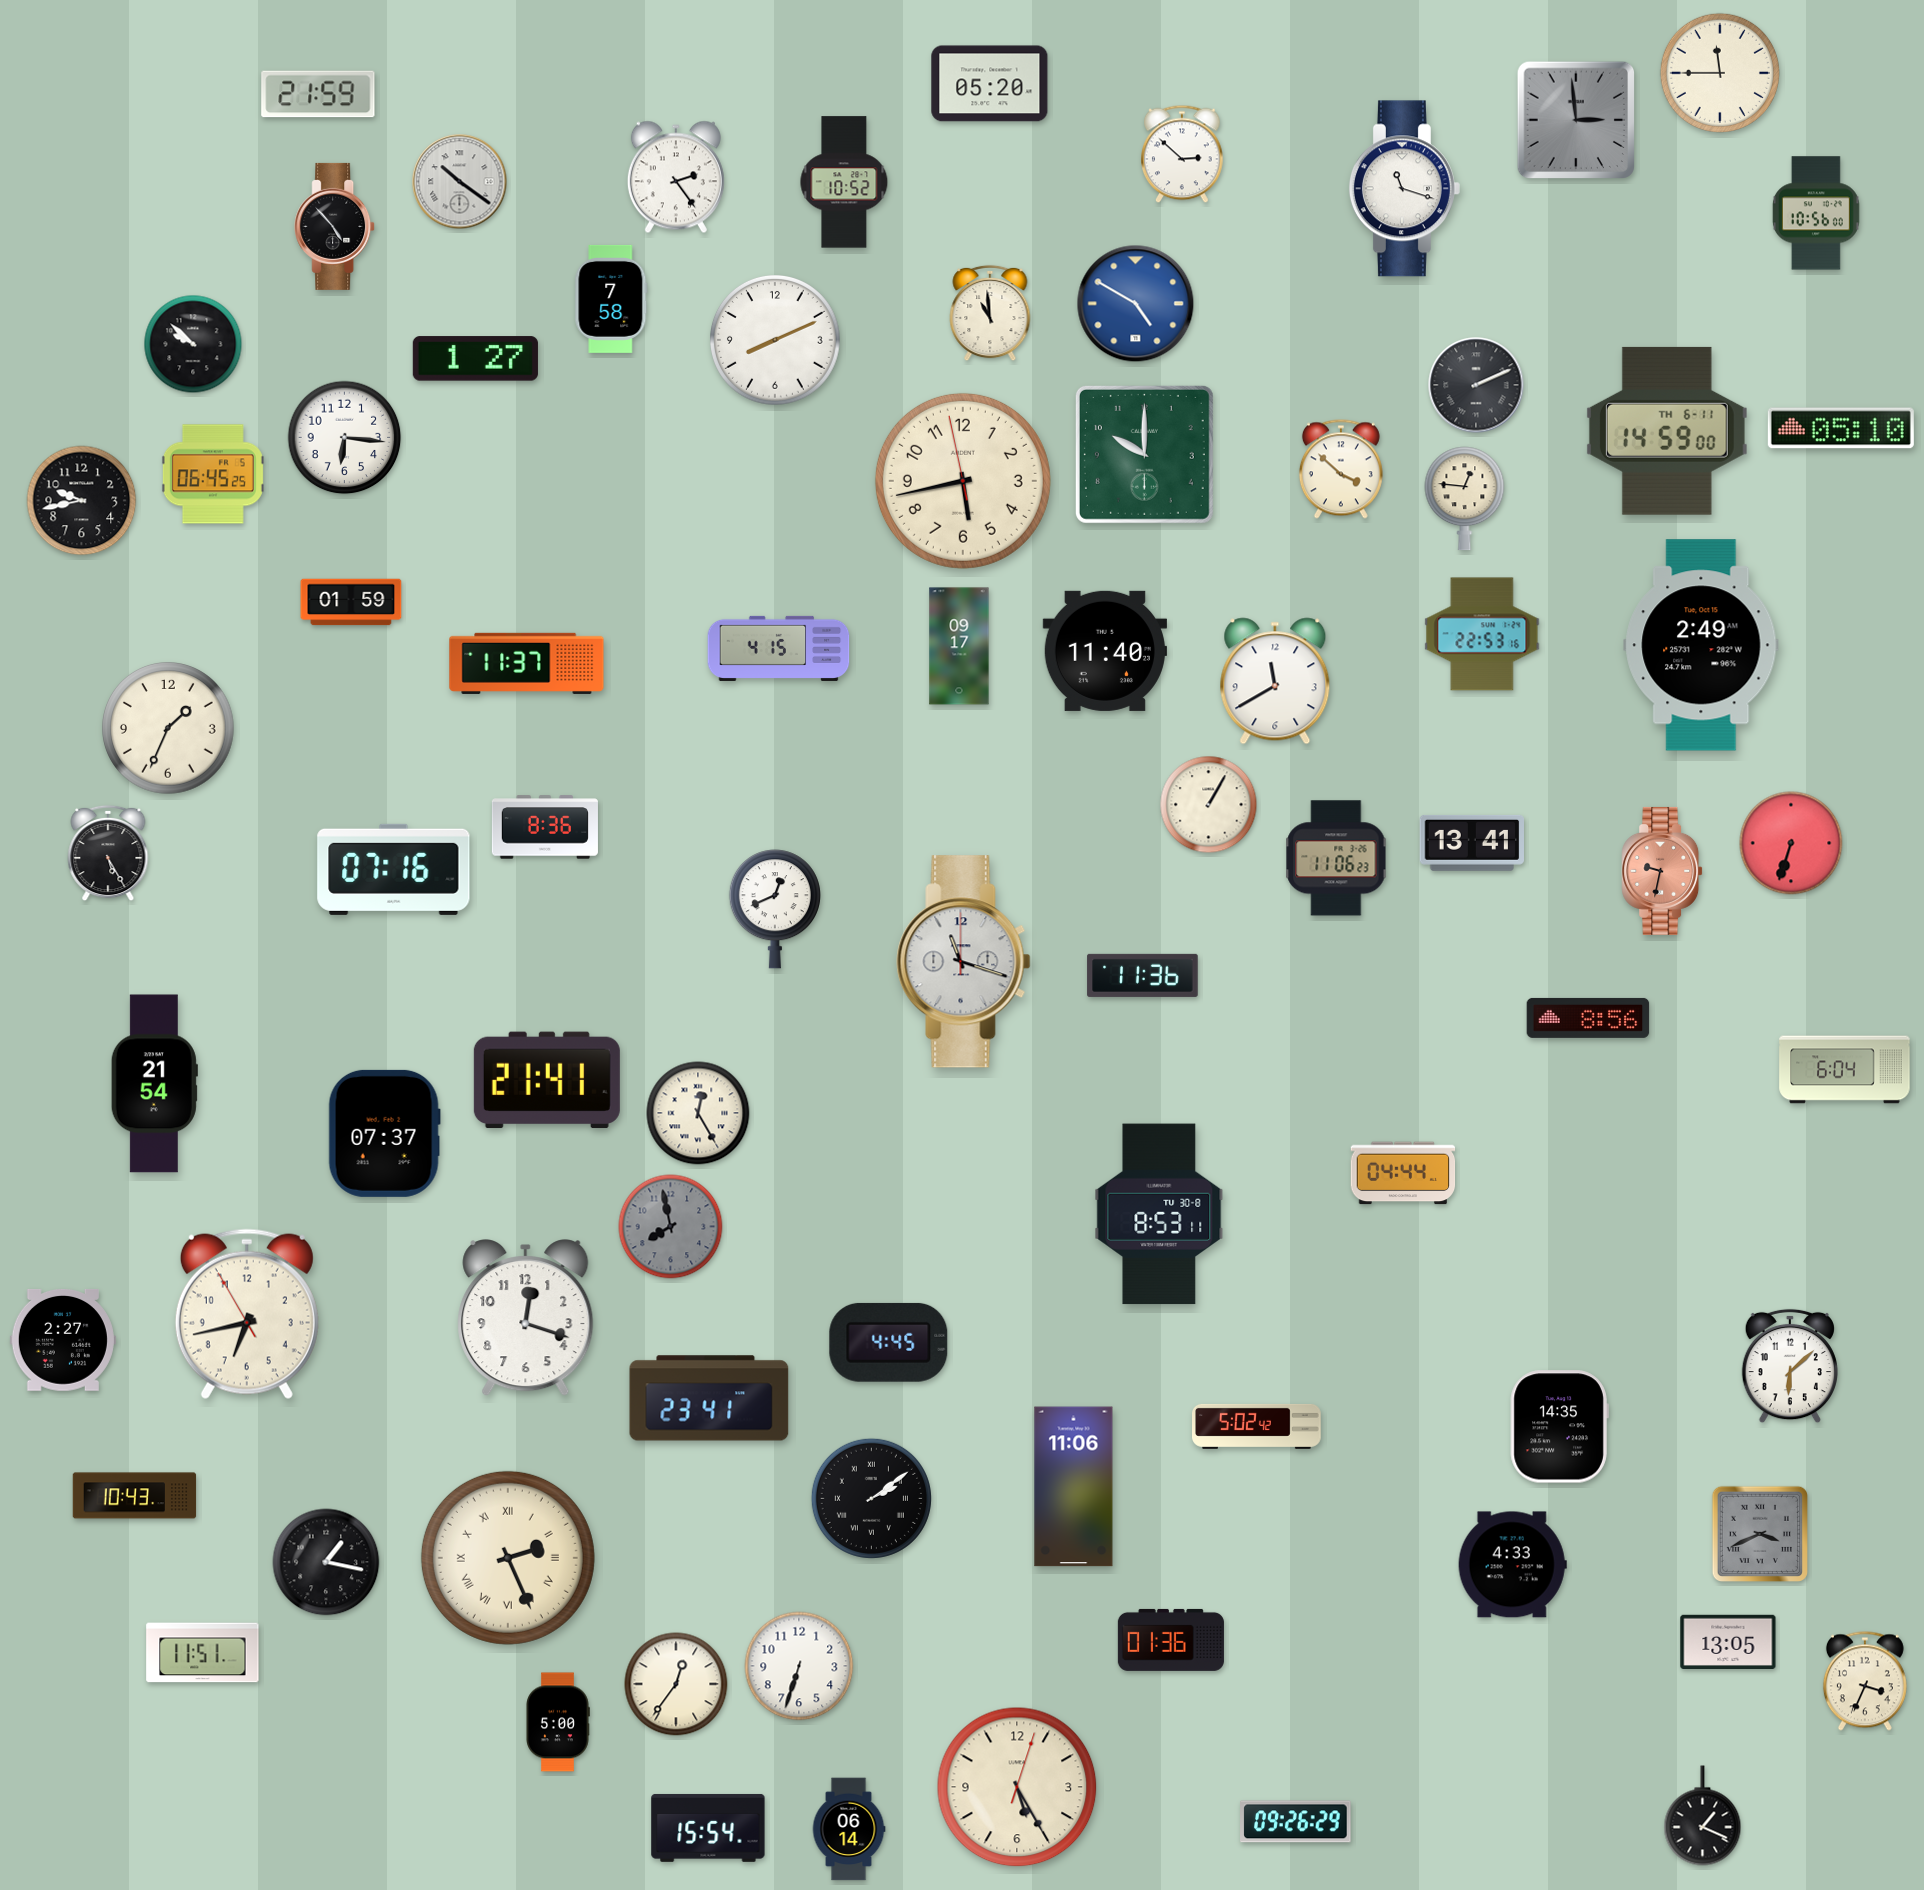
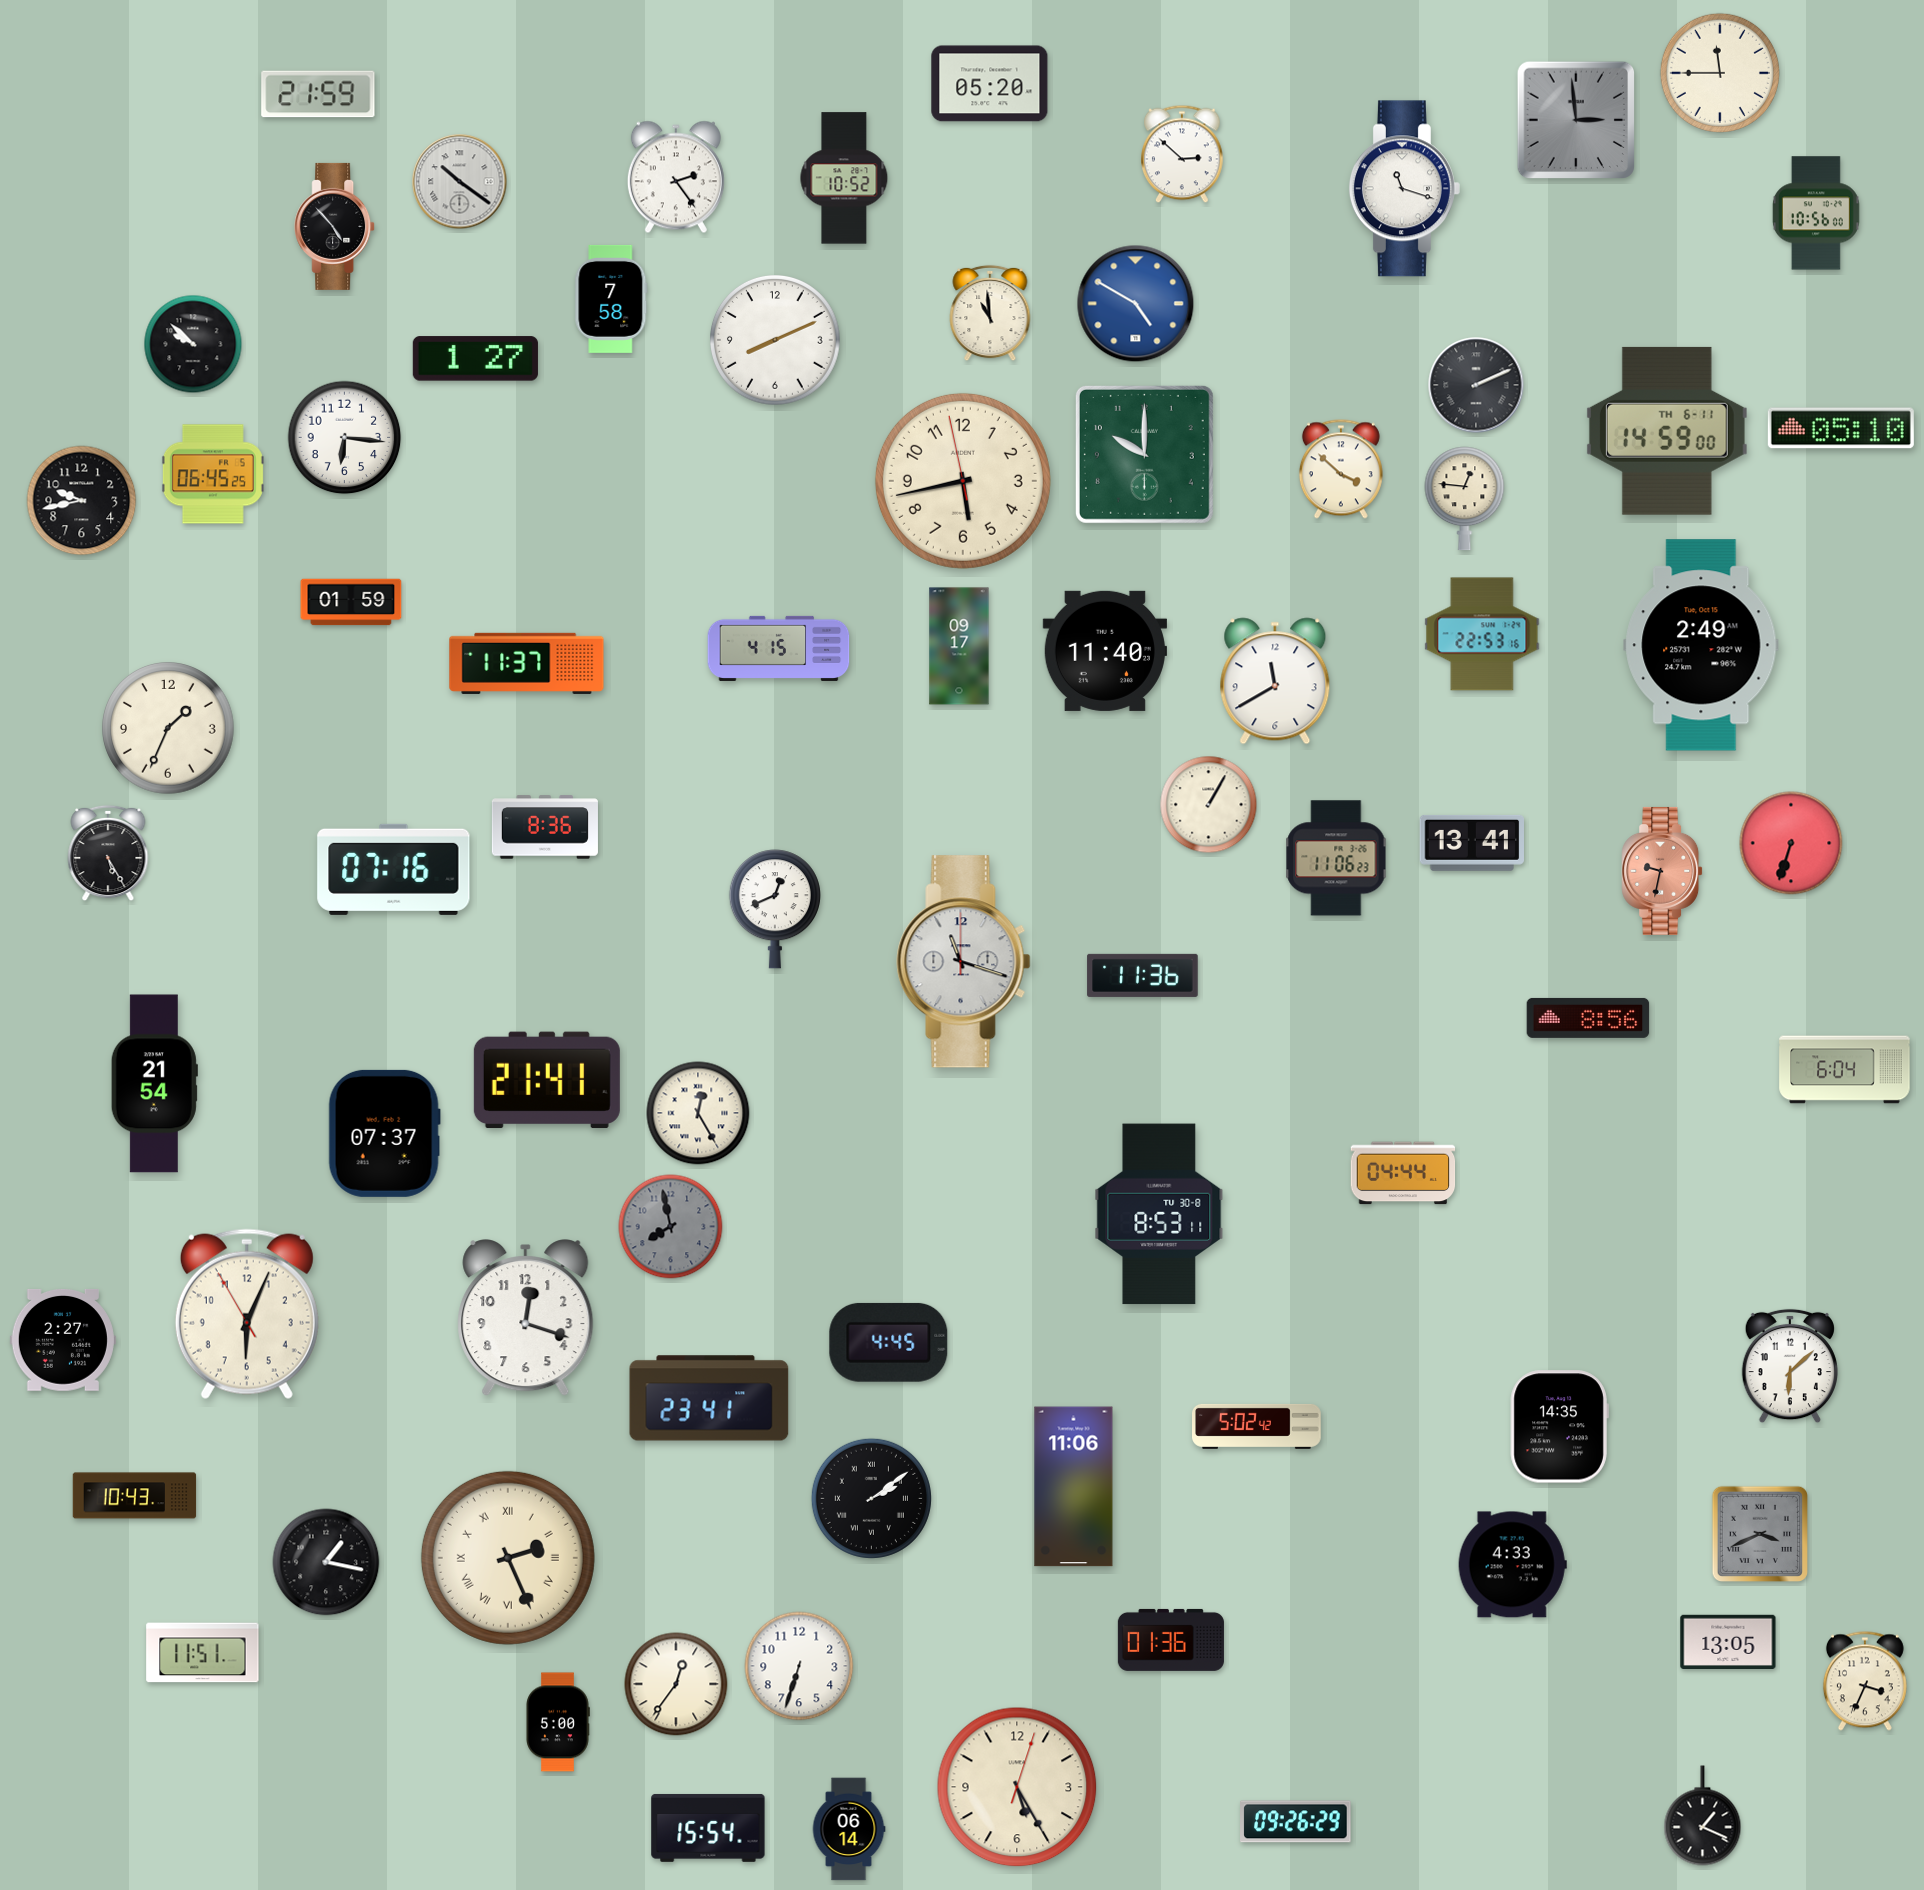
clock at (844, 182) position: (844, 182) -> (844, 178)
clock at (247, 1314): 6:42 -> 6:03
